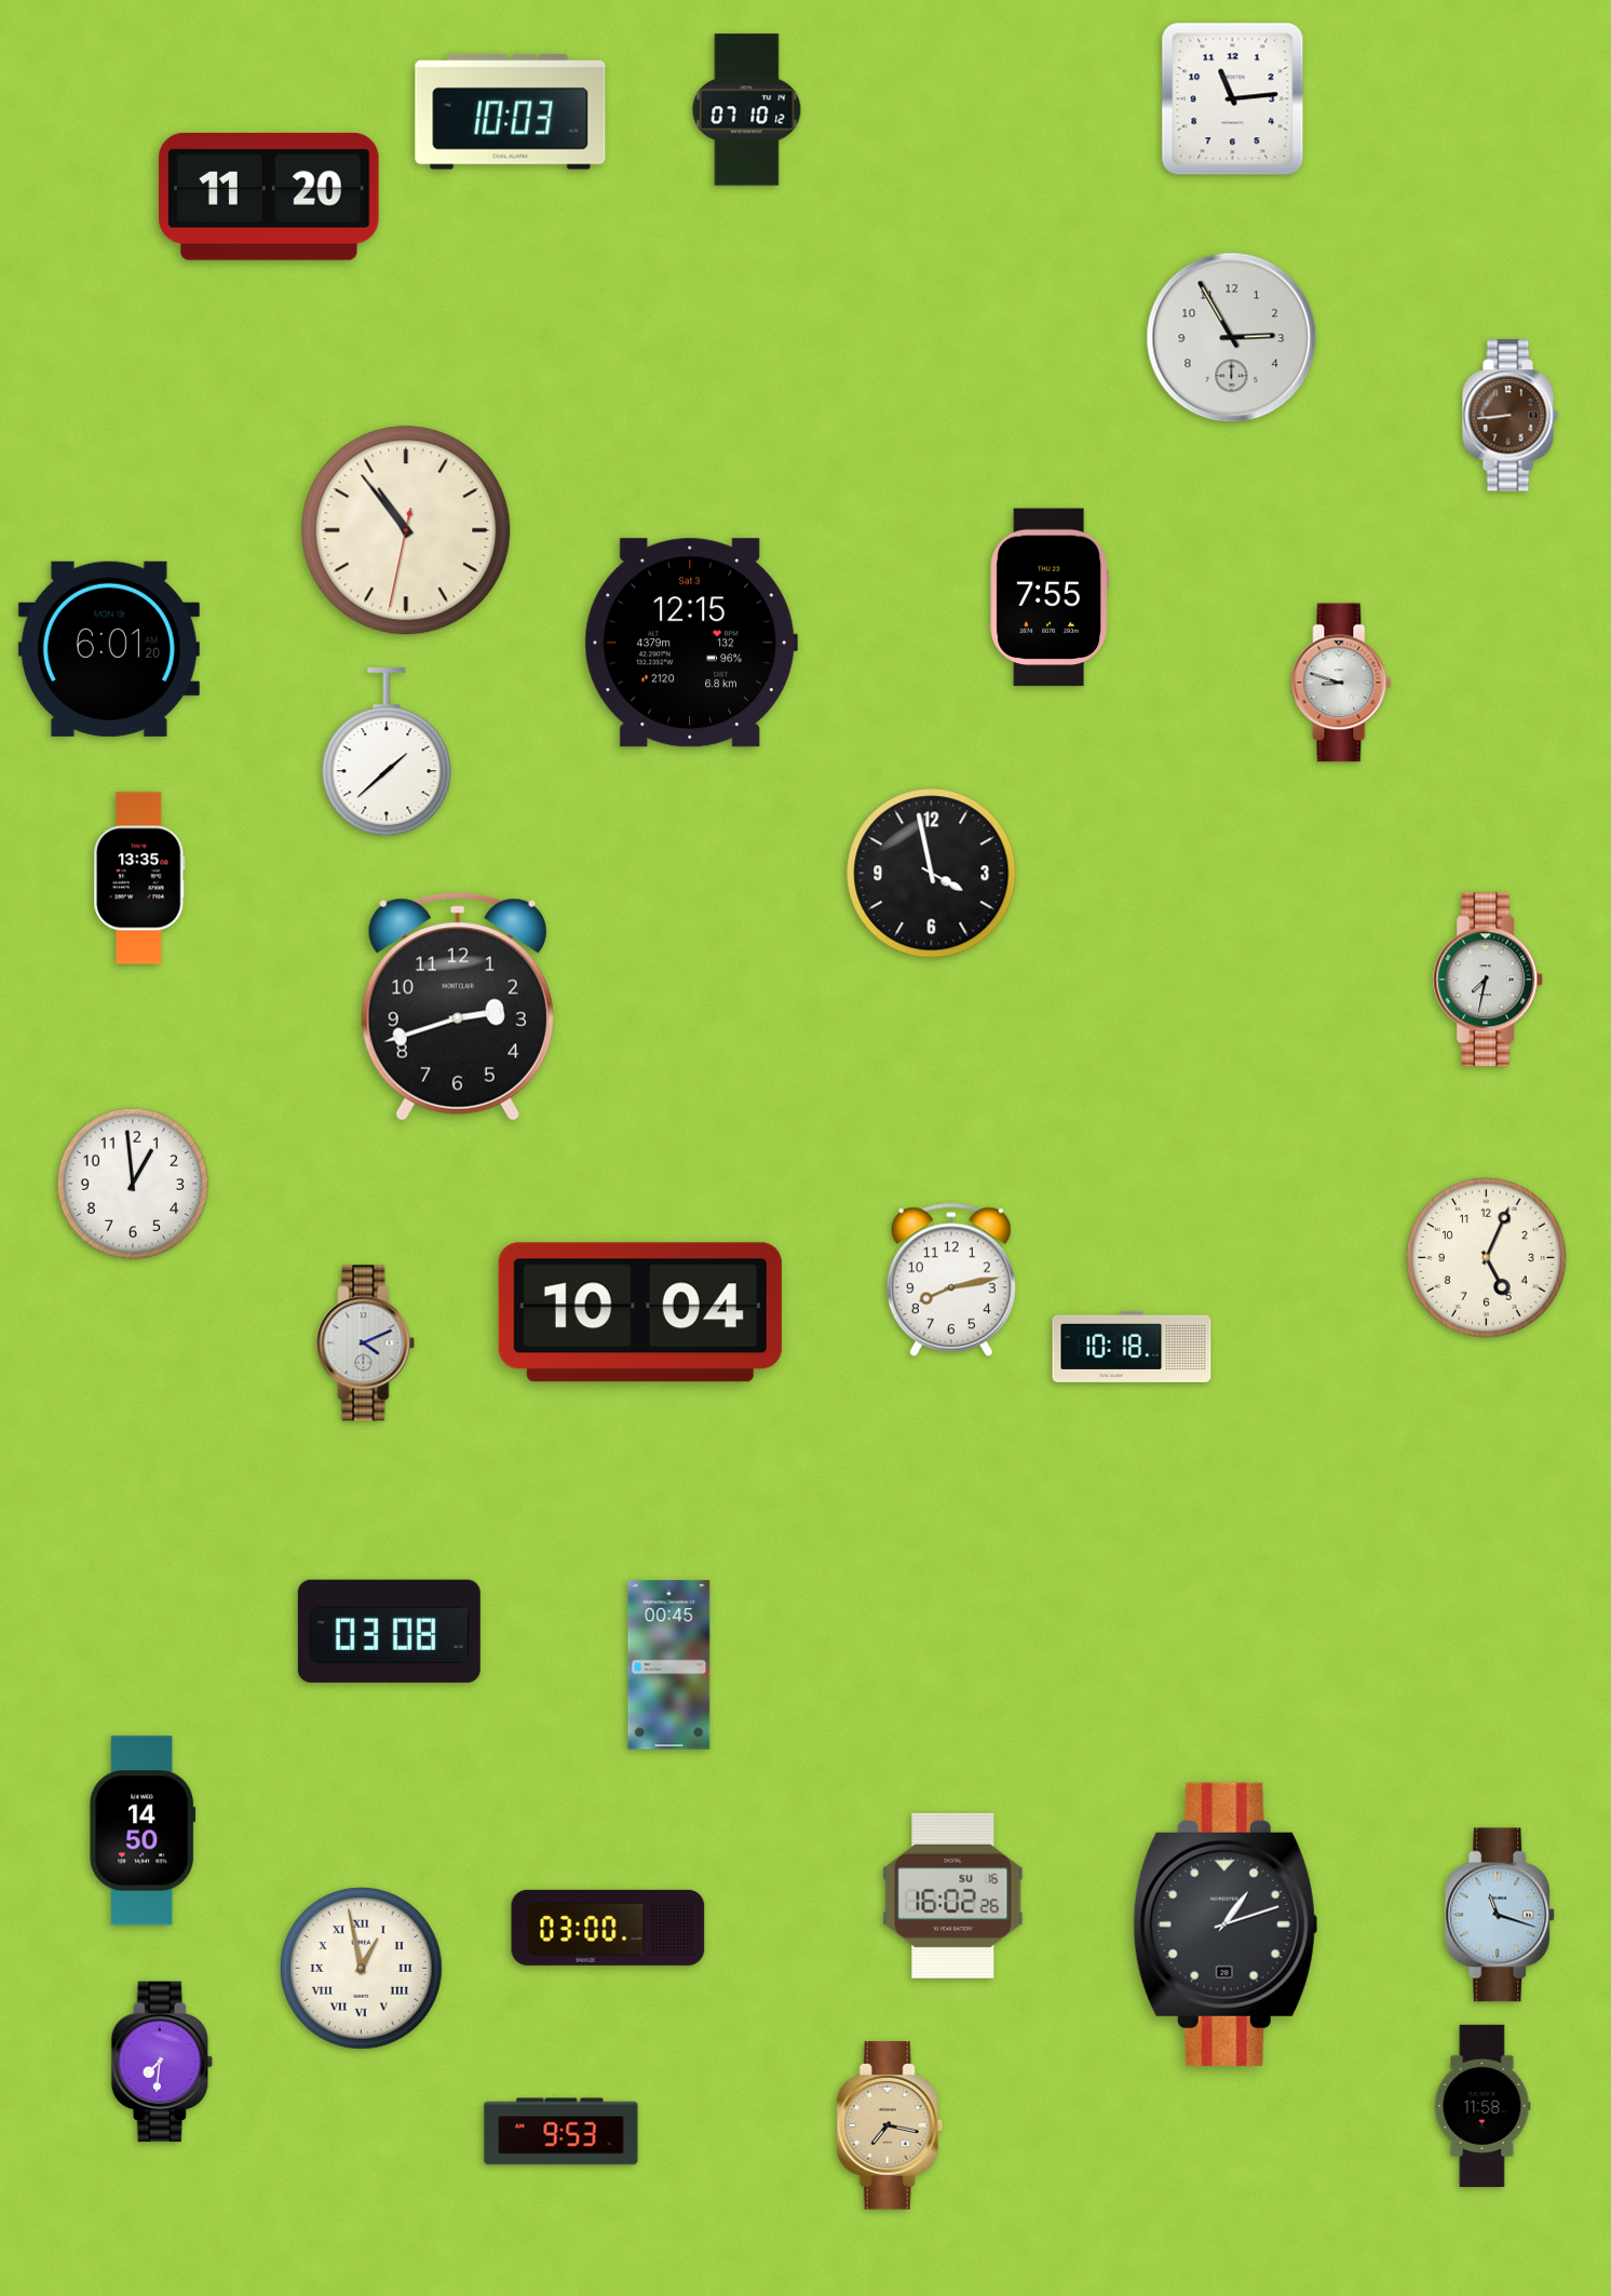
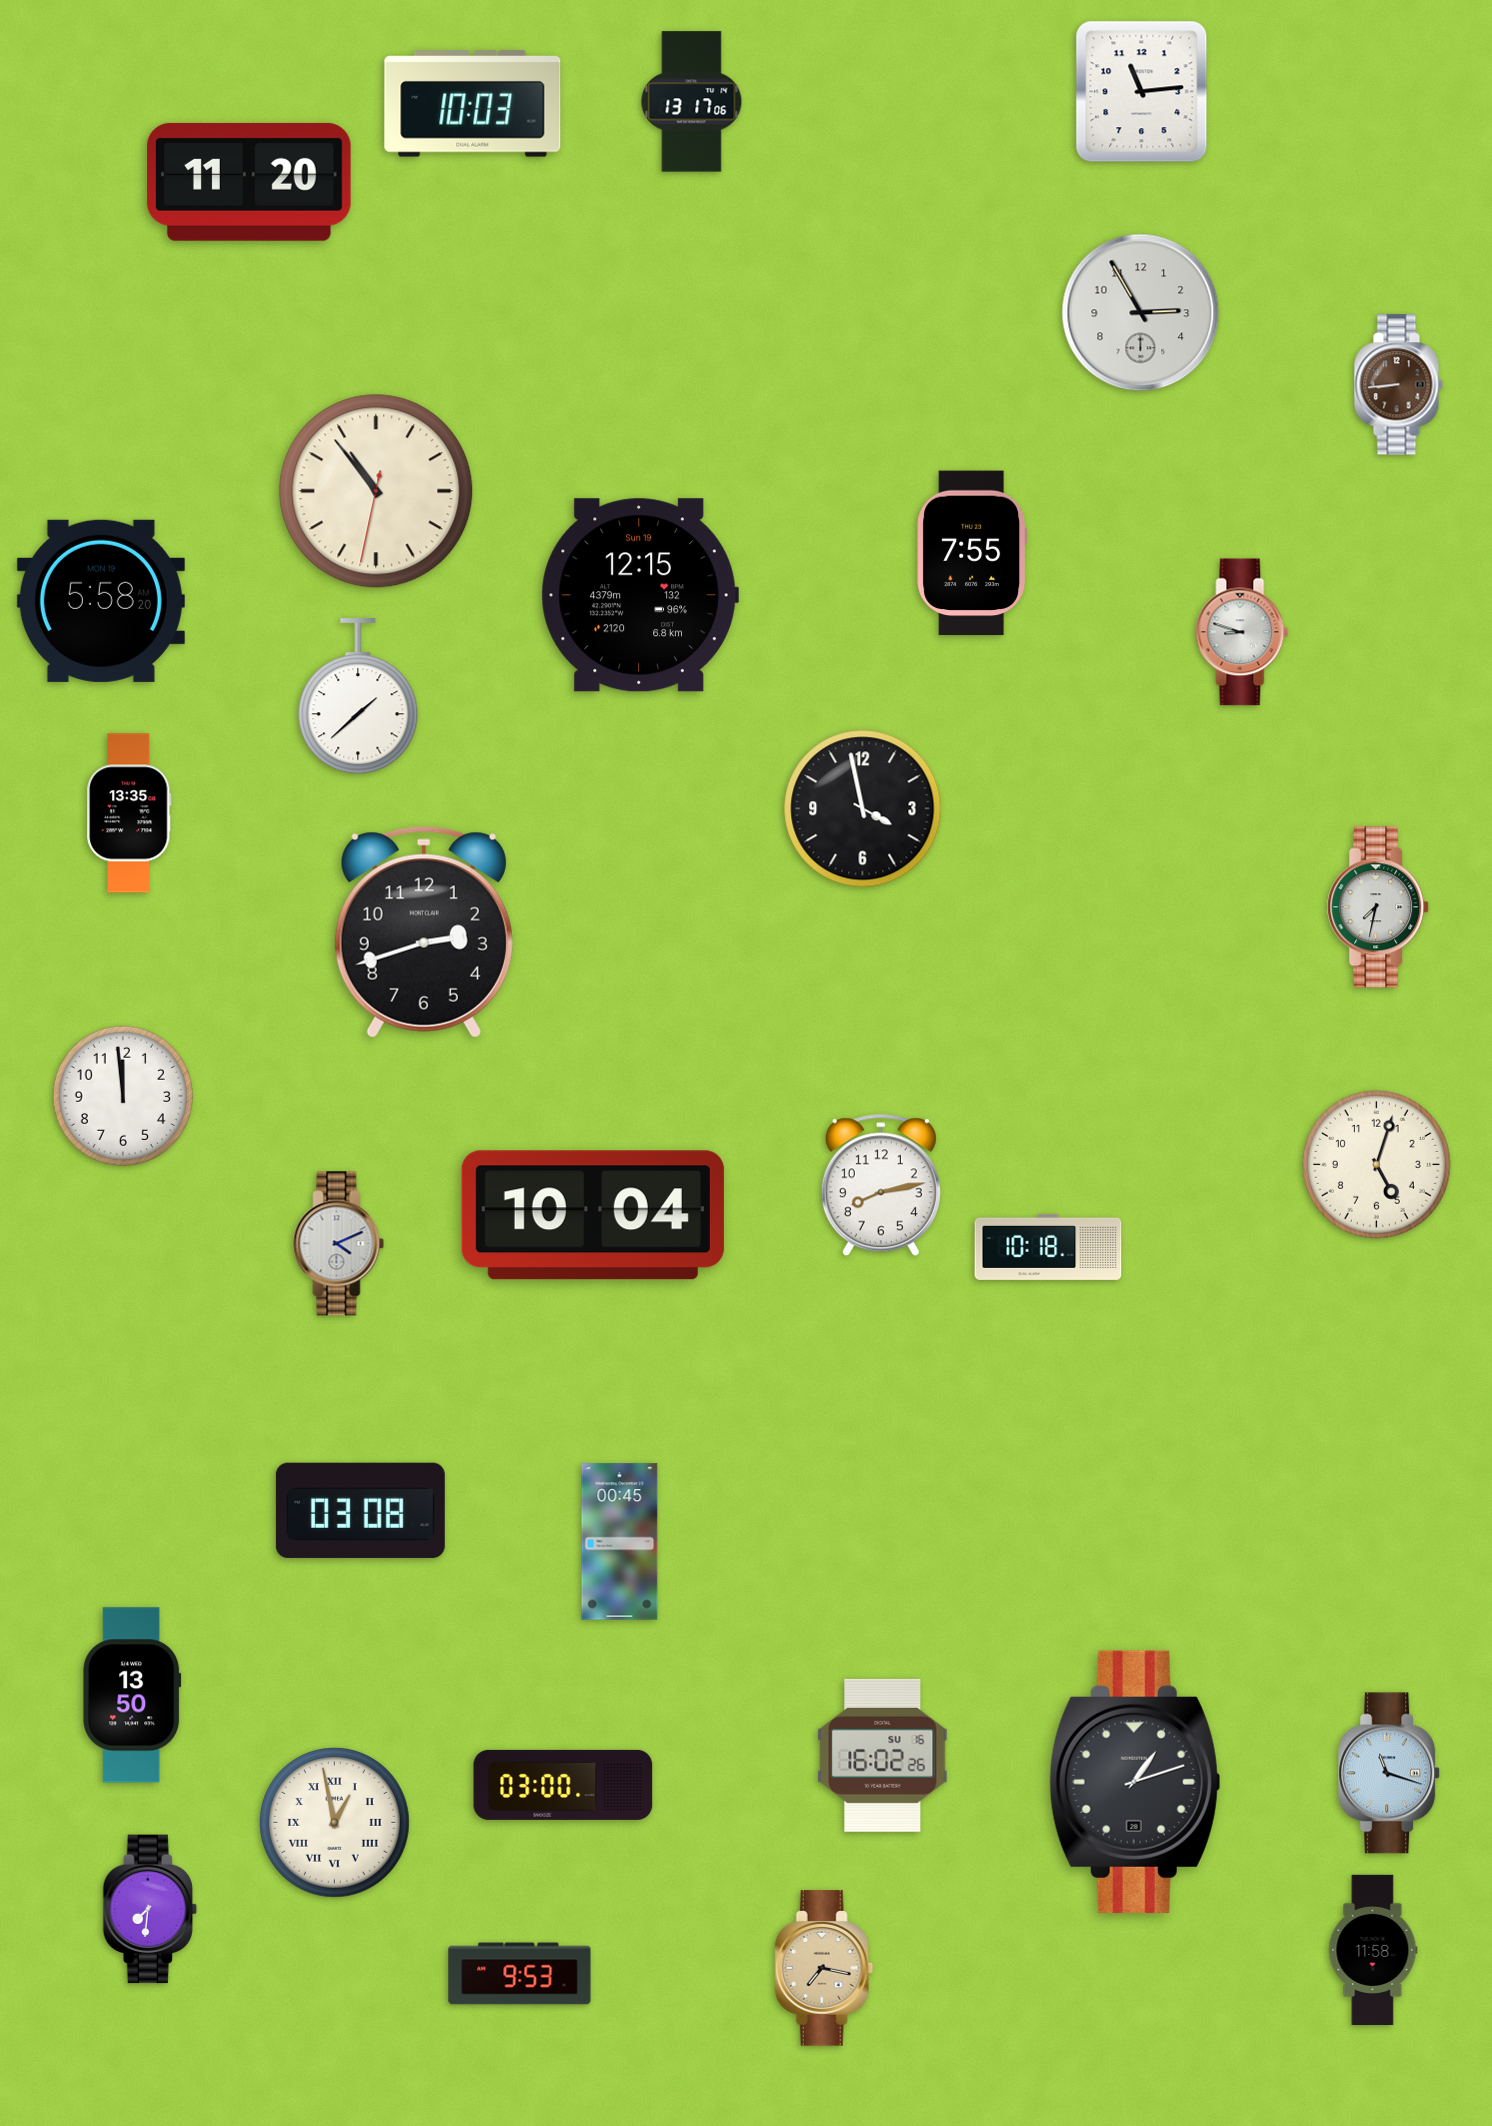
clock at (747, 110): 07:10 -> 13:17
clock at (691, 643) date: Sat 3 -> Sun 19
clock at (109, 649): 6:01 -> 5:58
clock at (133, 1184): 12:59 -> 11:59
clock at (1486, 1257): 5:04 -> 5:03
clock at (143, 1831): 14:50 -> 13:50
